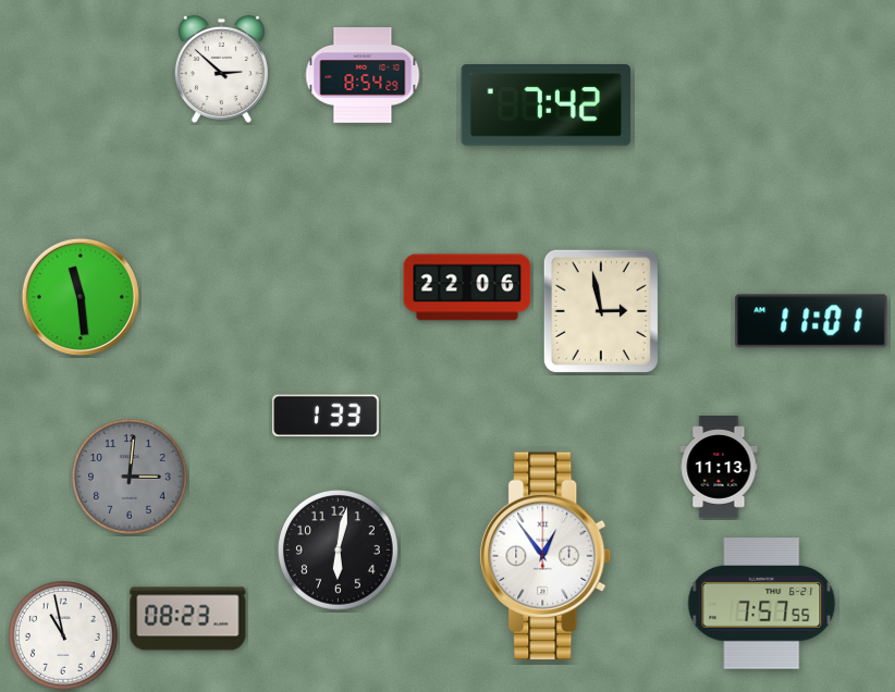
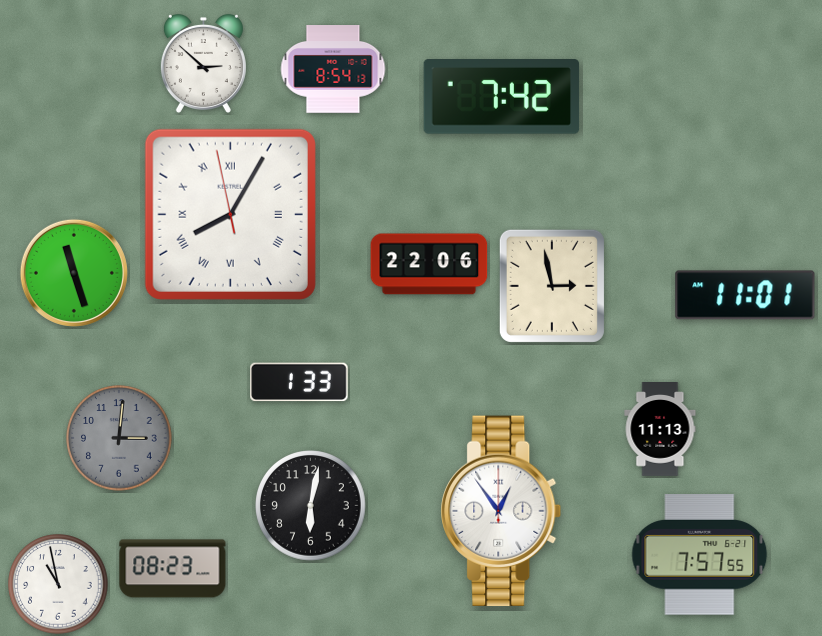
clock at (363, 75): 8:54:29 -> 8:54:13
clock at (230, 214): none -> 8:04
clock at (81, 297): 11:29 -> 11:27
